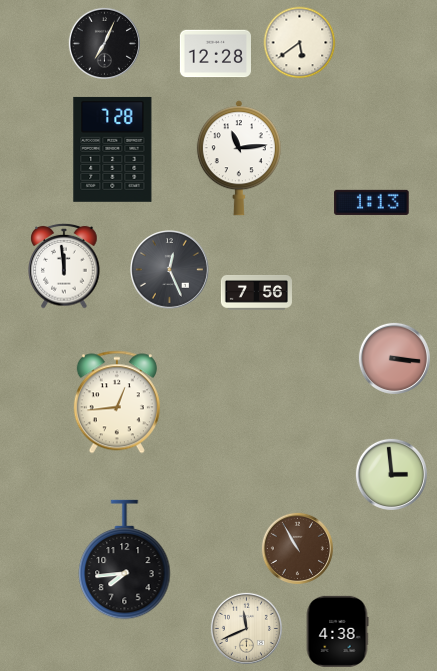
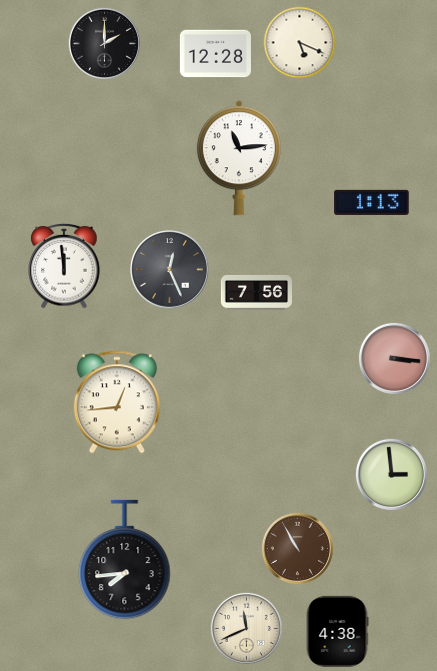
clock at (104, 43): 7:04 -> 2:00
clock at (300, 43): 5:39 -> 5:19
clock at (113, 149): 7:28 -> none
